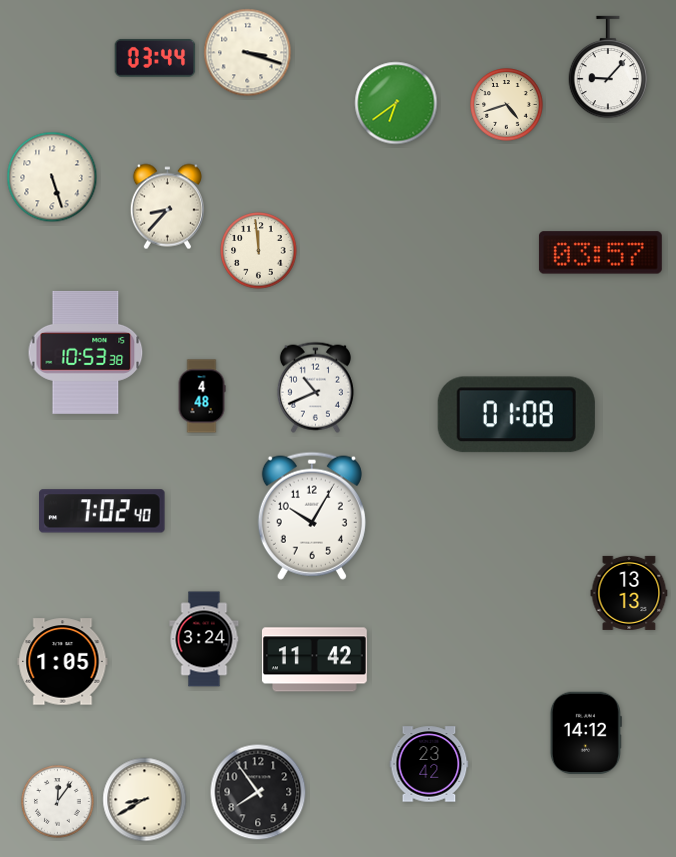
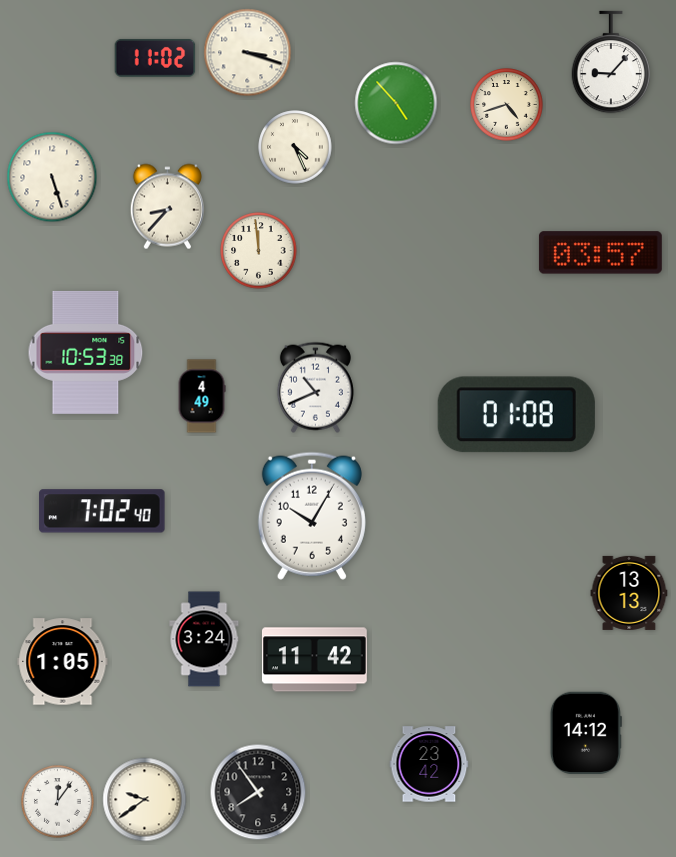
clock at (155, 58): 03:44 -> 11:02
clock at (608, 67) position: (608, 67) -> (611, 62)
clock at (396, 103): 6:39 -> 4:53
clock at (295, 147): none -> 4:26
clock at (202, 396): 4:48 -> 4:49
clock at (145, 800): 8:40 -> 9:39
